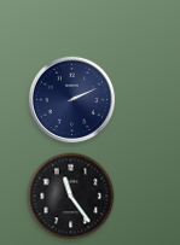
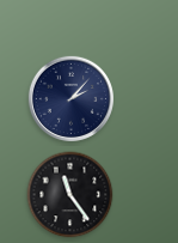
clock at (71, 99): 2:11 -> 2:07
